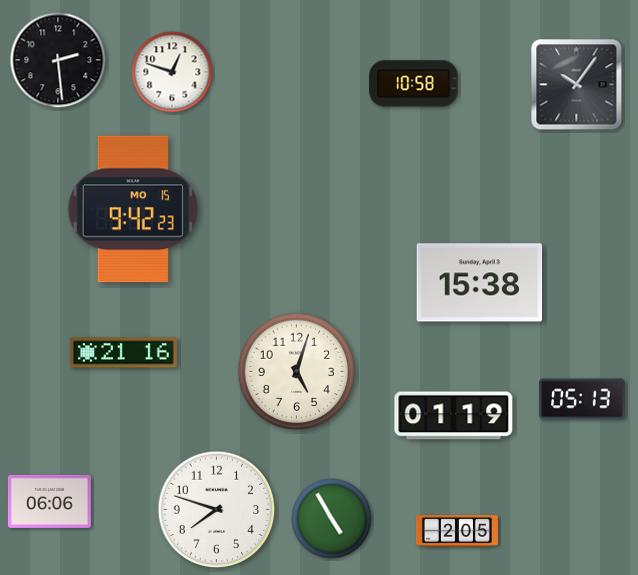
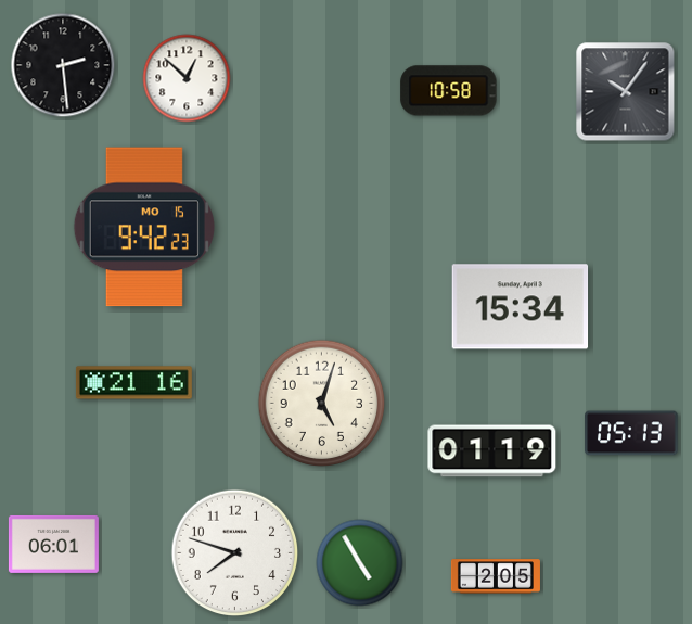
clock at (172, 72): 12:48 -> 12:52
clock at (480, 283): 15:38 -> 15:34
clock at (49, 501): 06:06 -> 06:01
